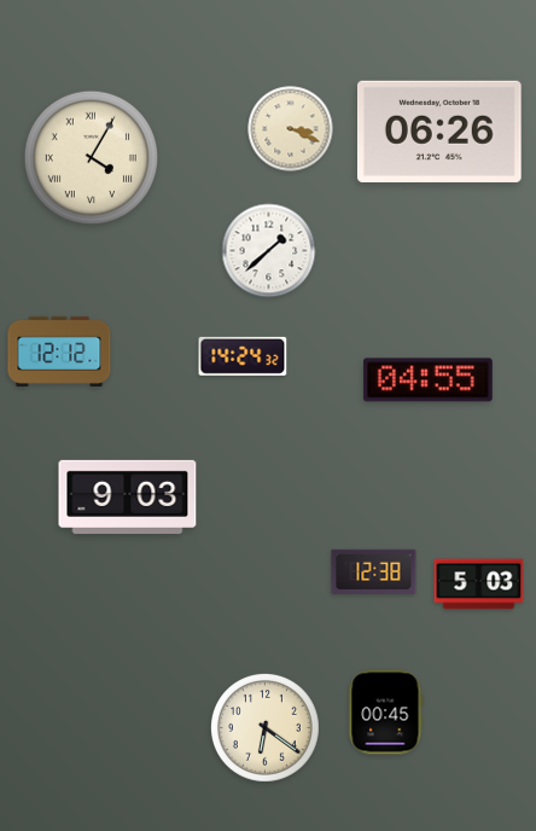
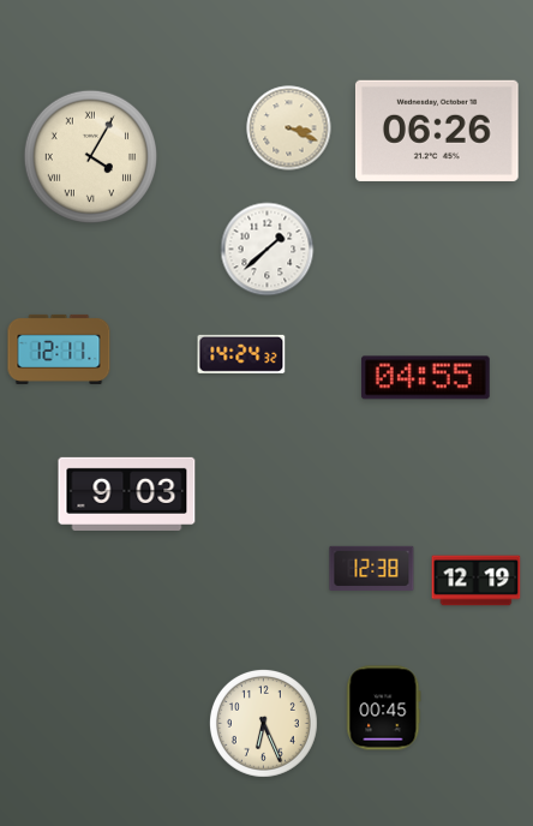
clock at (59, 351): 12:12 -> 12:11
clock at (479, 585): 5:03 -> 12:19
clock at (264, 727): 6:21 -> 6:26
